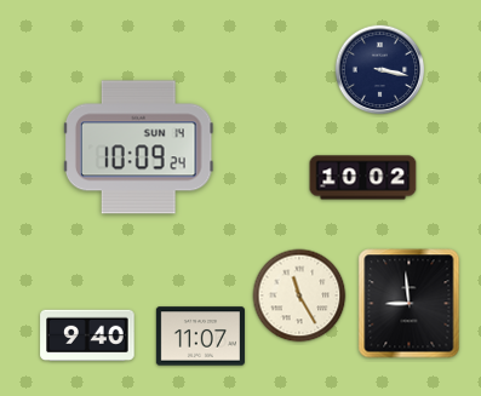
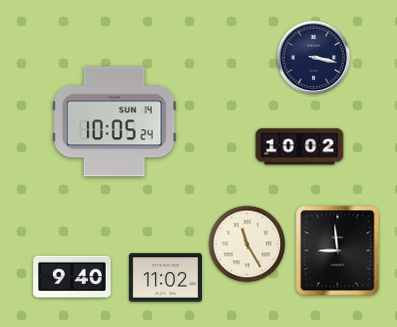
clock at (138, 148): 10:09 -> 10:05
clock at (200, 337): 11:07 -> 11:02
